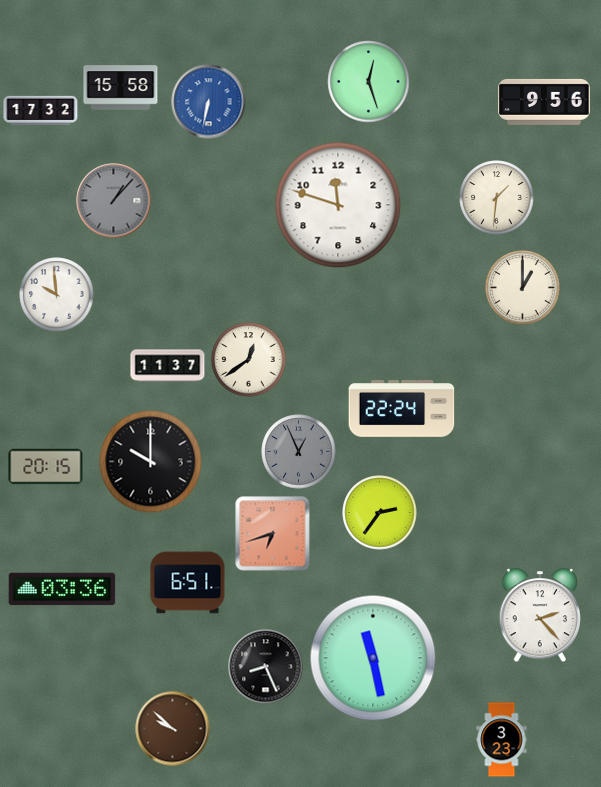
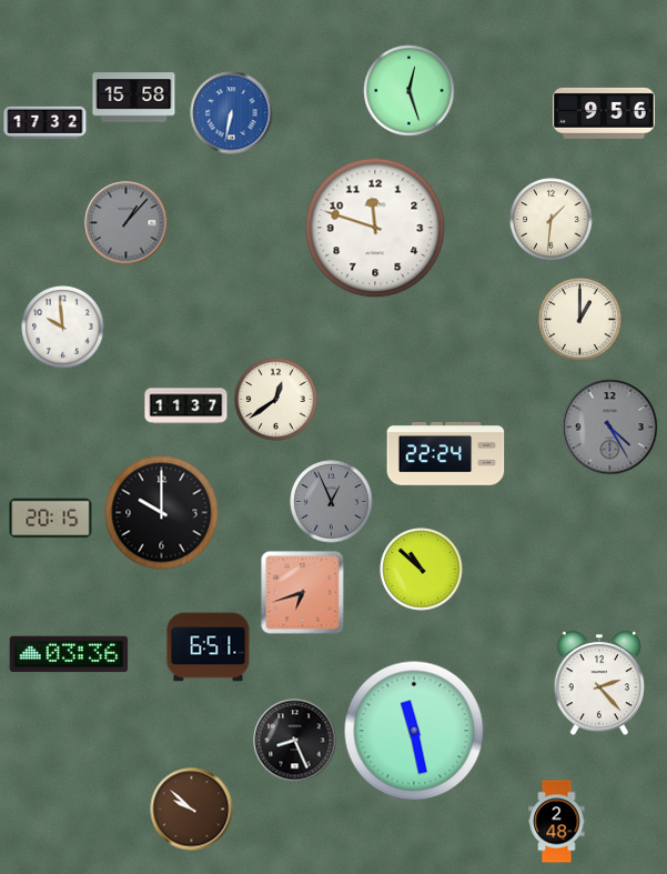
clock at (610, 428): none -> 4:25
clock at (151, 462) position: (151, 462) -> (162, 513)
clock at (380, 513): 2:36 -> 10:52
clock at (502, 740): 3:23 -> 2:48
